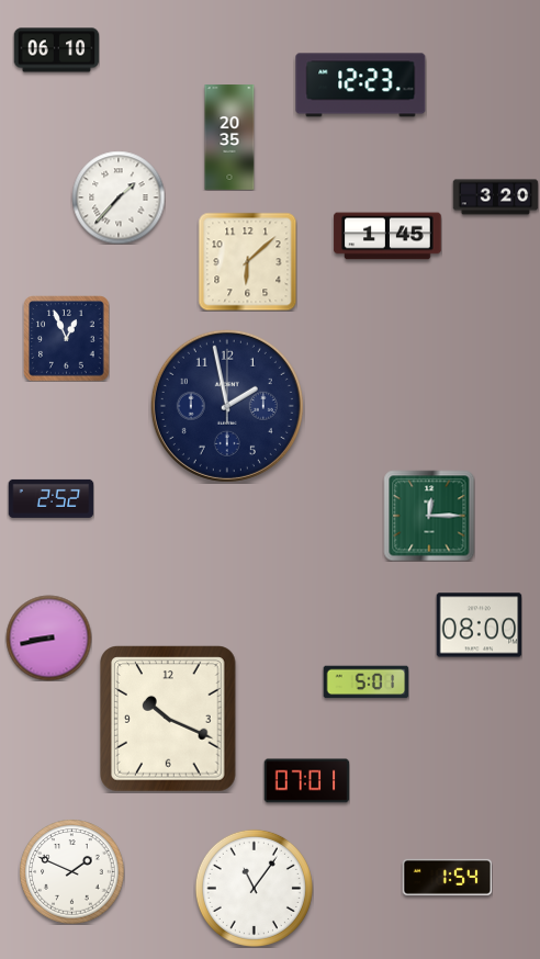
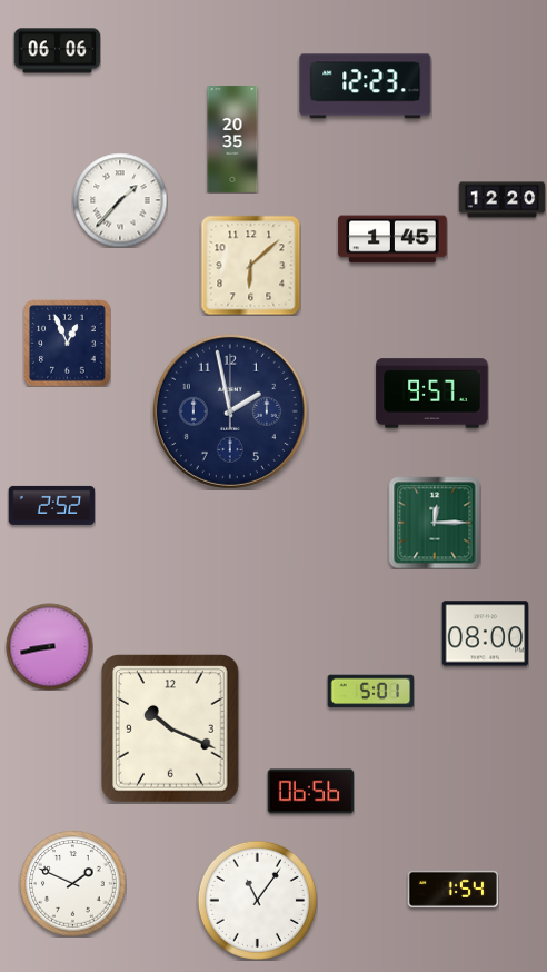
clock at (56, 50): 06:10 -> 06:06
clock at (495, 198): 3:20 -> 12:20
clock at (432, 394): none -> 9:57
clock at (306, 781): 07:01 -> 06:56
